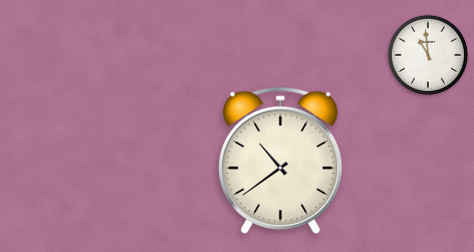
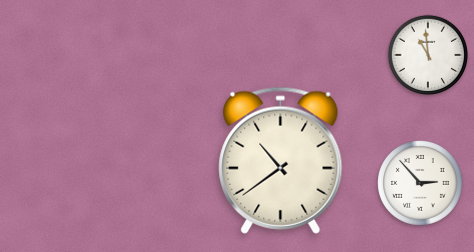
clock at (420, 183): none -> 2:53
